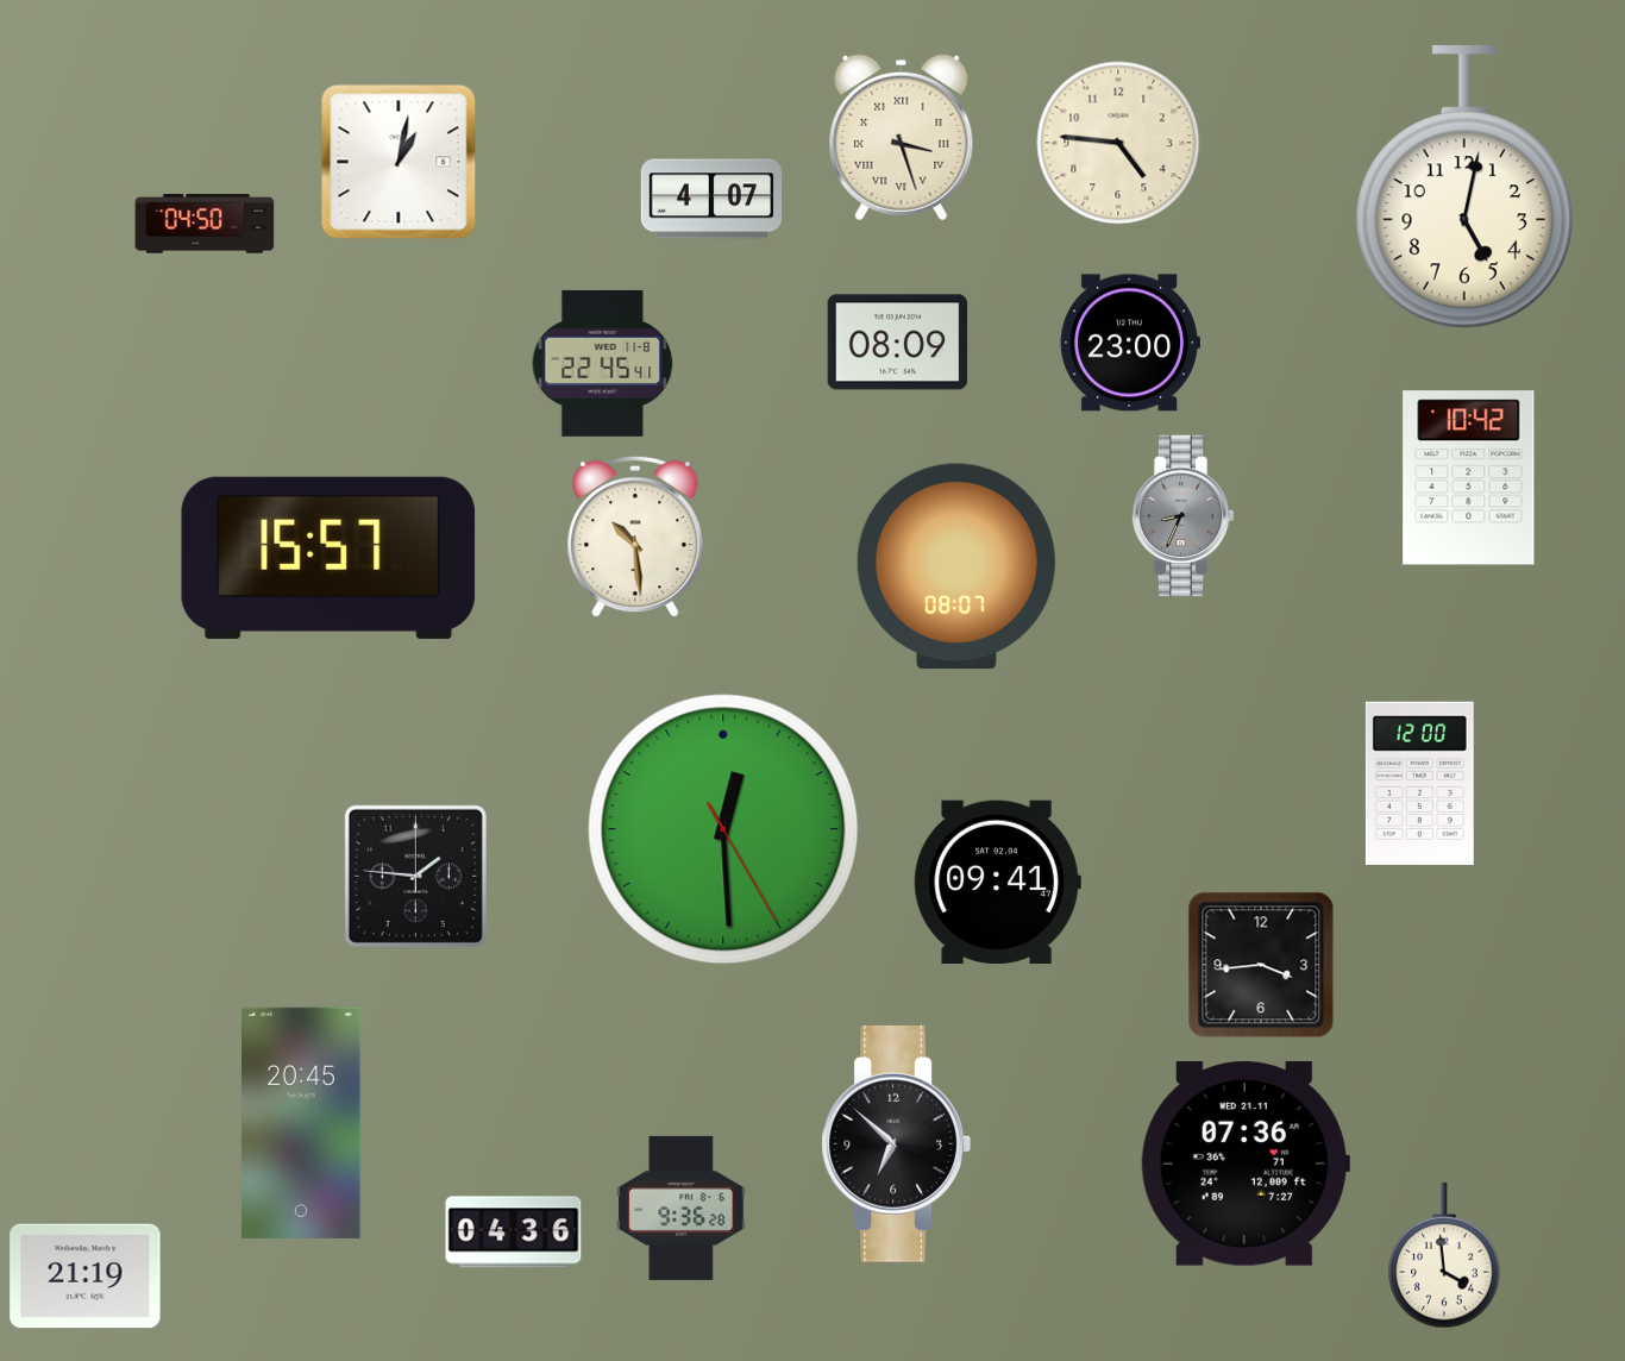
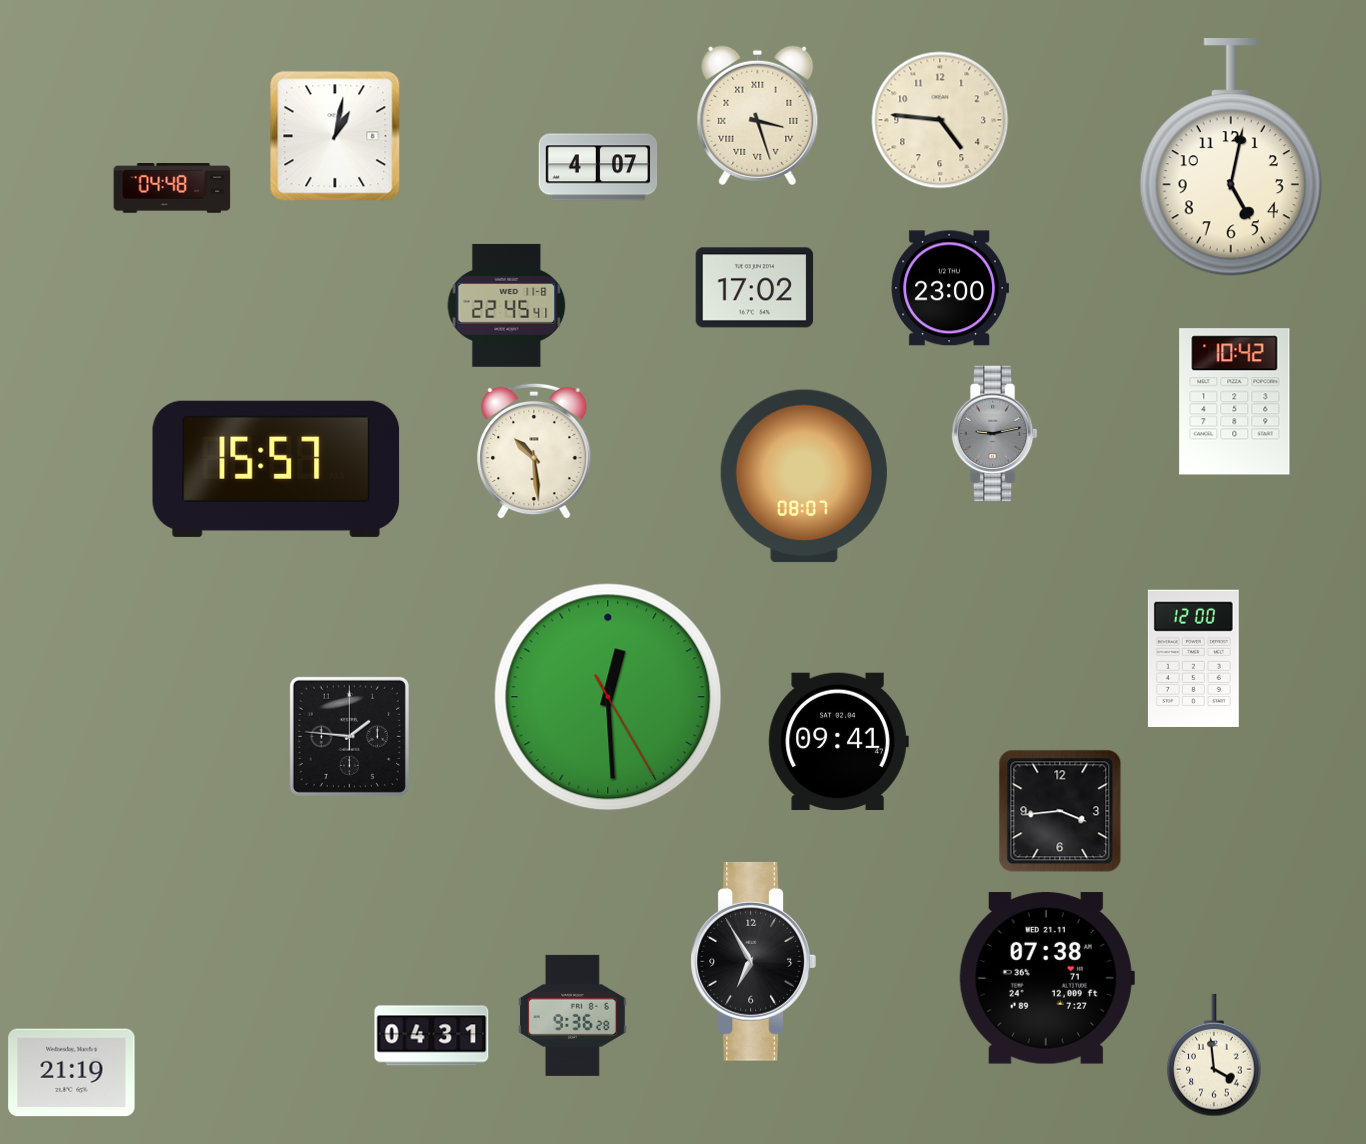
clock at (205, 224): 04:50 -> 04:48
clock at (898, 343): 08:09 -> 17:02
clock at (1182, 516): 8:34 -> 9:13
clock at (301, 1123): 20:45 -> none
clock at (896, 1143): 6:52 -> 6:55
clock at (1246, 1164): 07:36 -> 07:38
clock at (514, 1233): 04:36 -> 04:31
